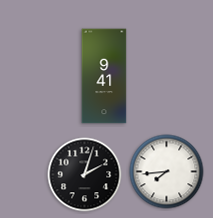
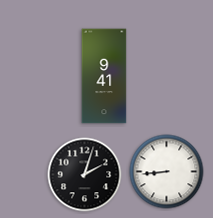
clock at (167, 172): 7:44 -> 8:44
